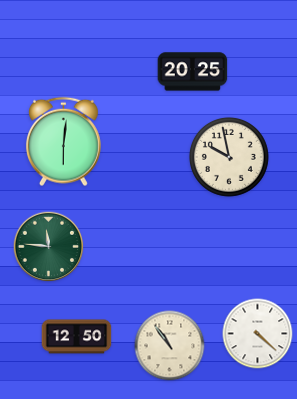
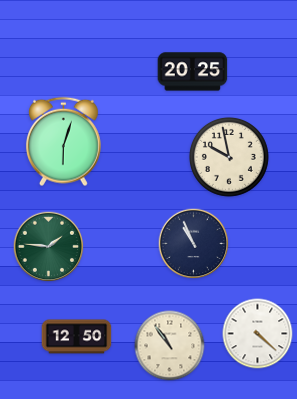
clock at (63, 142): 6:01 -> 6:03
clock at (194, 244): none -> 10:56
clock at (49, 247): 11:46 -> 1:46
